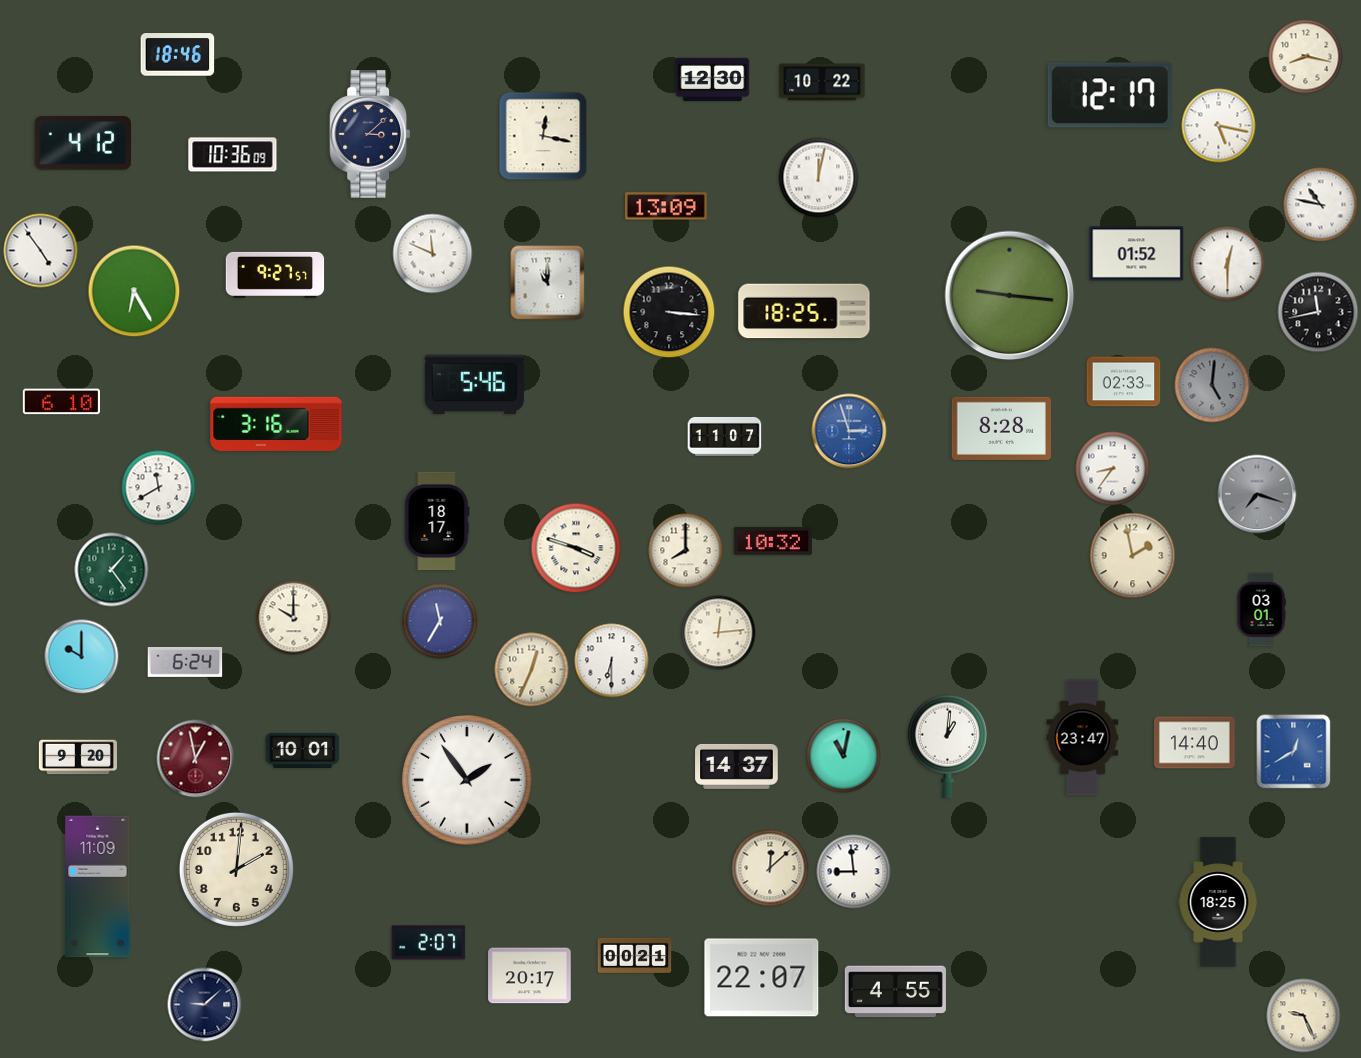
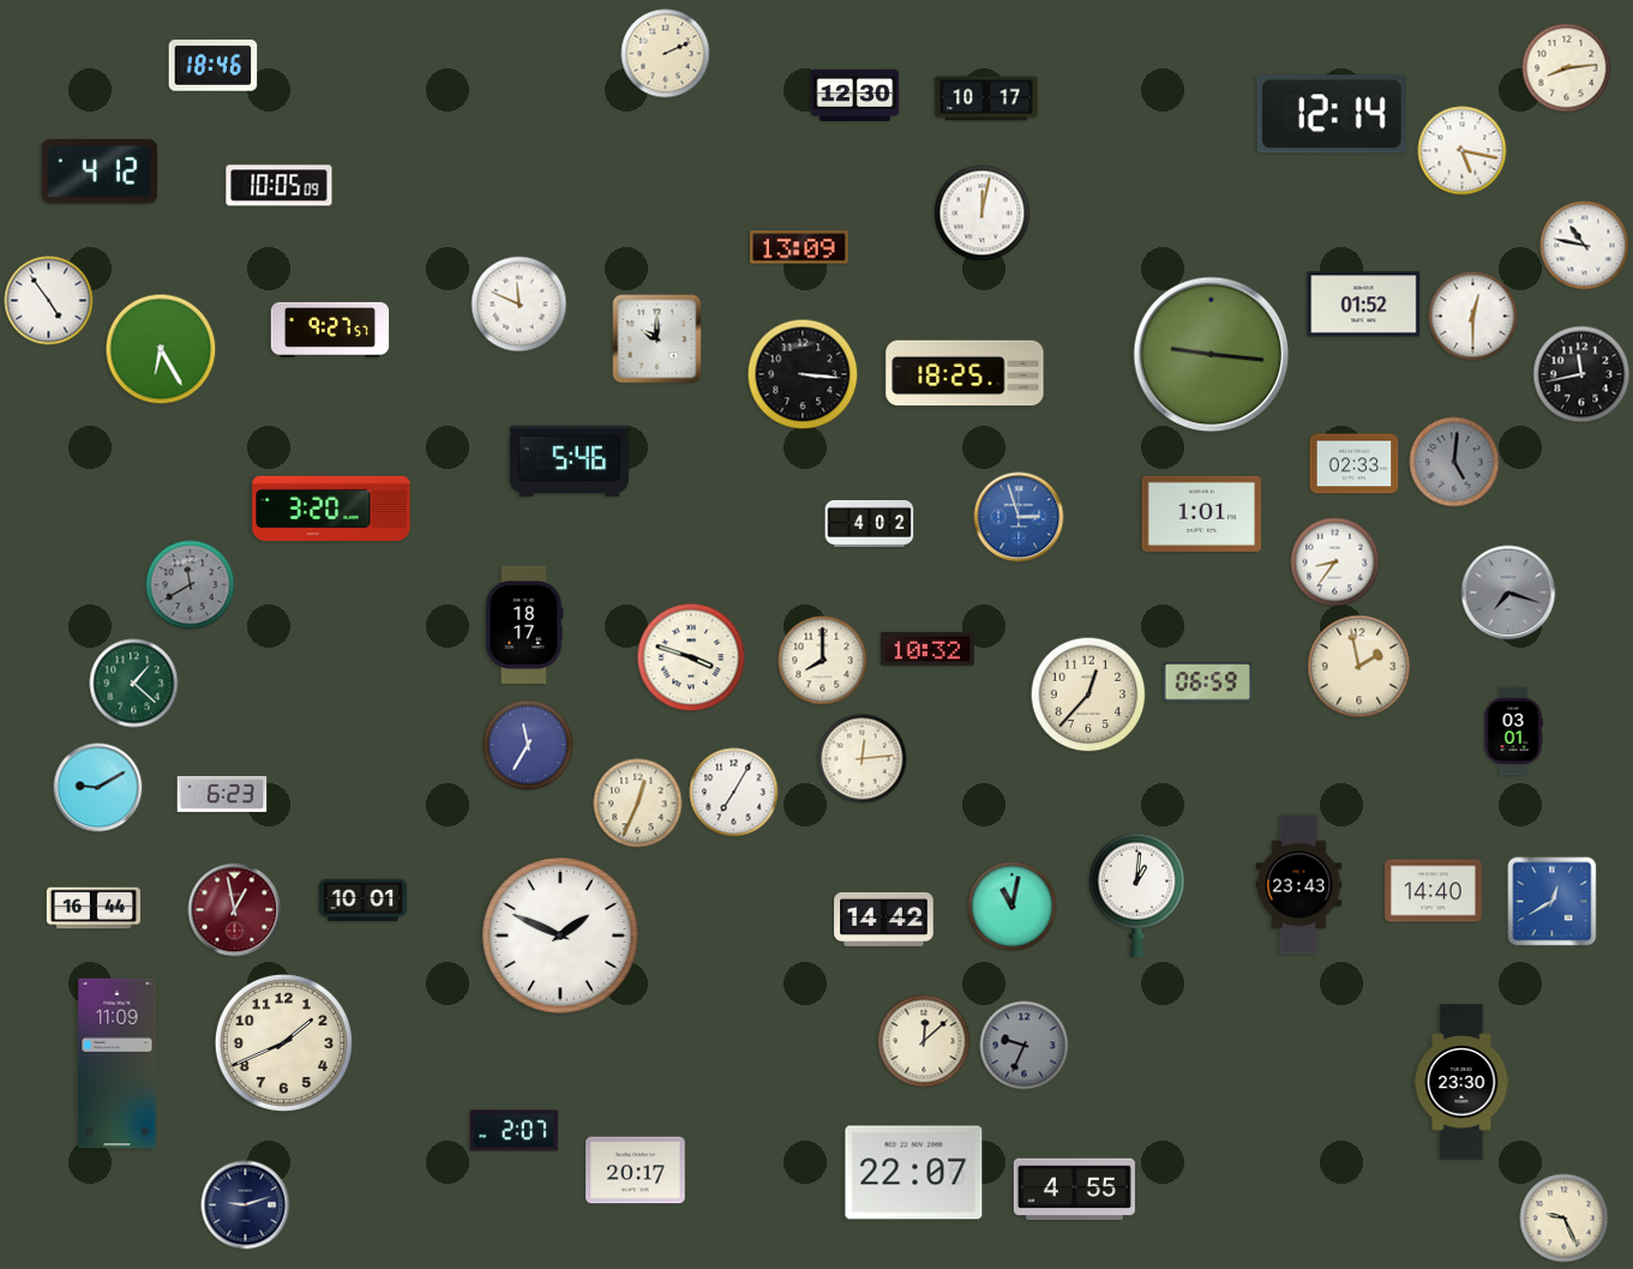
clock at (666, 54): none -> 2:11
clock at (1306, 57): 8:17 -> 8:14
clock at (822, 82): 10:22 -> 10:17
clock at (1110, 95): 12:17 -> 12:14
clock at (370, 134): 3:08 -> none
clock at (543, 136): 12:17 -> none
clock at (233, 155): 10:36 -> 10:05
clock at (548, 283): 11:00 -> 10:00
clock at (1124, 382) position: (1124, 382) -> (1355, 464)
clock at (61, 402): 6:10 -> none
clock at (276, 424): 3:16 -> 3:20
clock at (1001, 428): 8:28 -> 1:01
clock at (725, 436): 11:07 -> 4:02
clock at (159, 488) dial: white -> grey
clock at (1208, 682): none -> 06:59
clock at (112, 570): 1:24 -> 1:22
clock at (1088, 694): none -> 12:37
clock at (294, 618): 10:00 -> none
clock at (82, 657): 10:00 -> 9:10
clock at (612, 661): 6:30 -> 7:05
clock at (185, 662): 6:24 -> 6:23
clock at (1083, 738): 23:47 -> 23:43
clock at (78, 757): 9:20 -> 16:44
clock at (737, 766): 14:37 -> 14:42
clock at (467, 780): 1:54 -> 1:49
clock at (236, 869): 2:01 -> 1:41
clock at (854, 872): 8:59 -> 9:34
clock at (854, 872) dial: white -> grey
clock at (1218, 902): 18:25 -> 23:30
clock at (635, 956): 00:21 -> none
clock at (205, 1005): 9:08 -> 9:12
